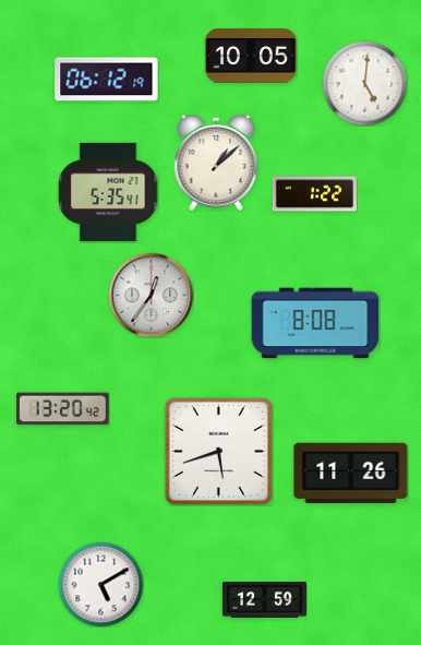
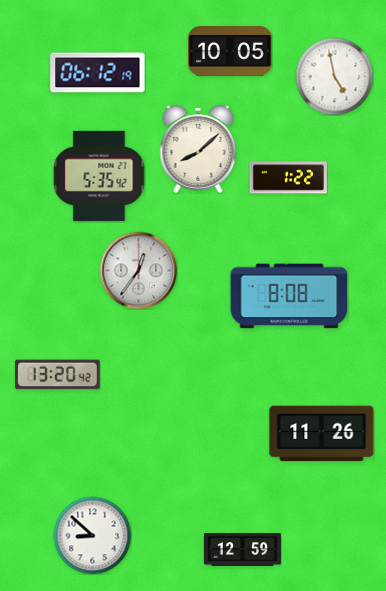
clock at (364, 83): 5:01 -> 4:58
clock at (216, 164): 1:08 -> 8:08
clock at (108, 192): 5:35:41 -> 5:35:42
clock at (218, 451): 5:42 -> none
clock at (100, 584): 5:10 -> 8:52
